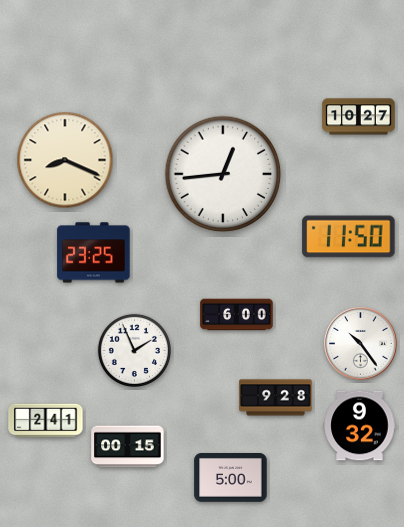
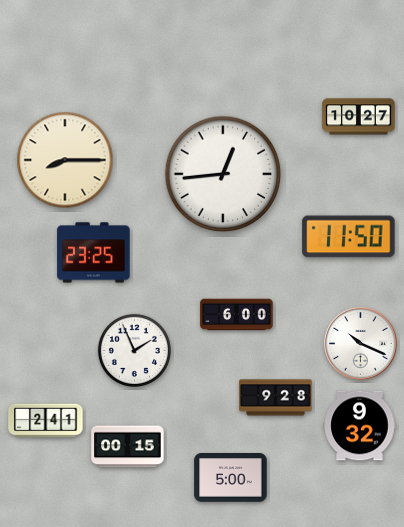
clock at (65, 160): 8:19 -> 8:15
clock at (361, 344): 10:24 -> 10:19
